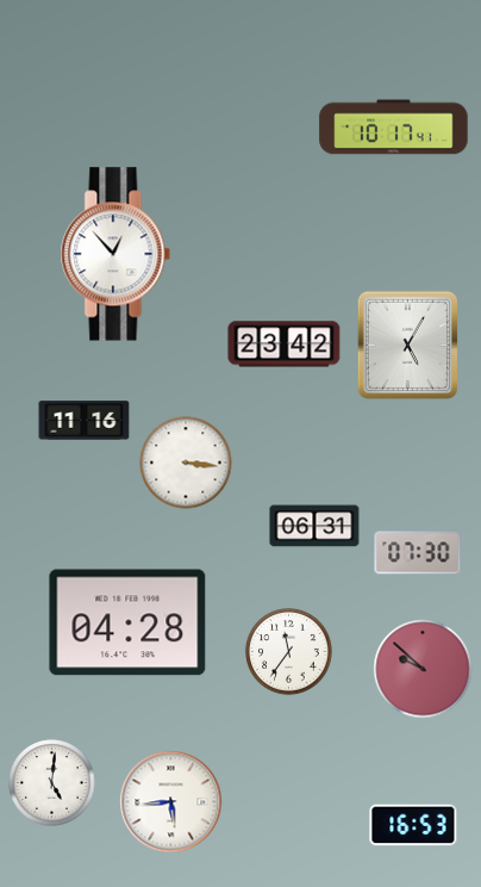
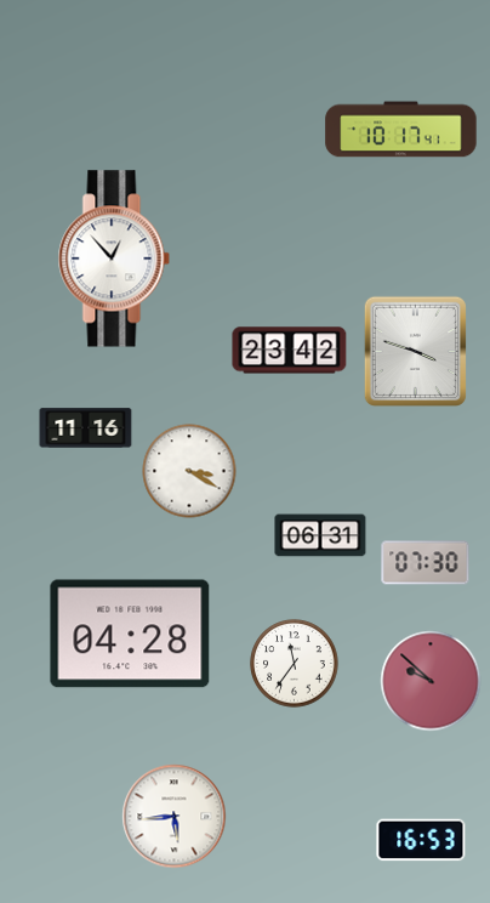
clock at (115, 254) position: (115, 254) -> (114, 259)
clock at (407, 345): 5:05 -> 3:48
clock at (186, 463): 3:16 -> 3:20
clock at (52, 783): 5:01 -> none
